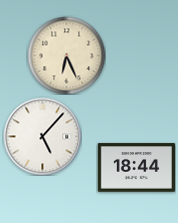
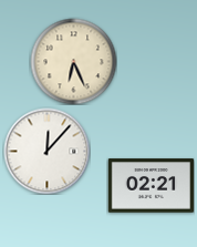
clock at (42, 136): 5:07 -> 12:07
clock at (136, 168): 18:44 -> 02:21
